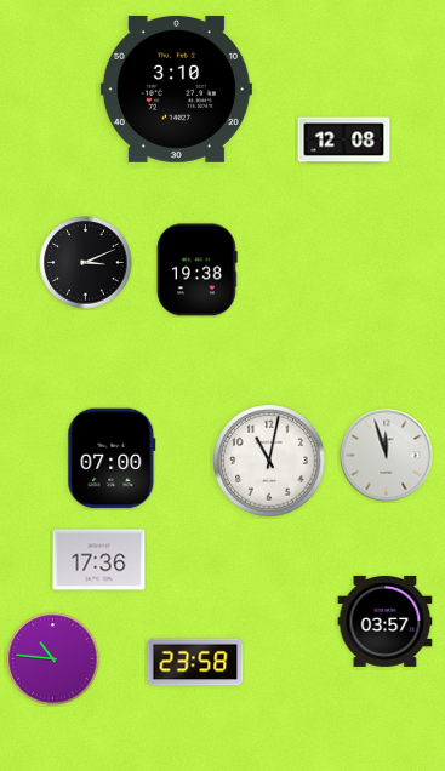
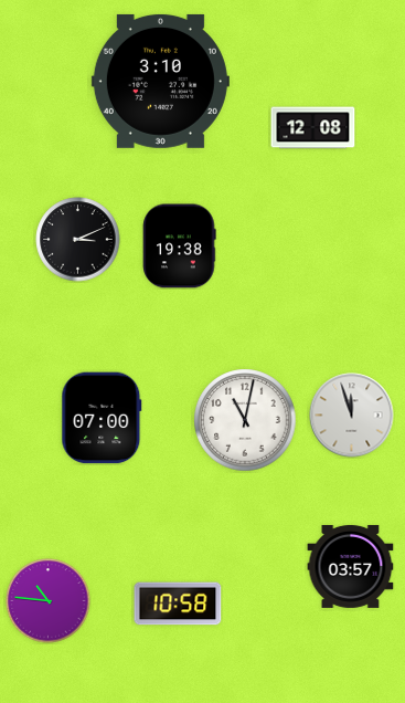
clock at (99, 560): 17:36 -> none
clock at (195, 662): 23:58 -> 10:58
